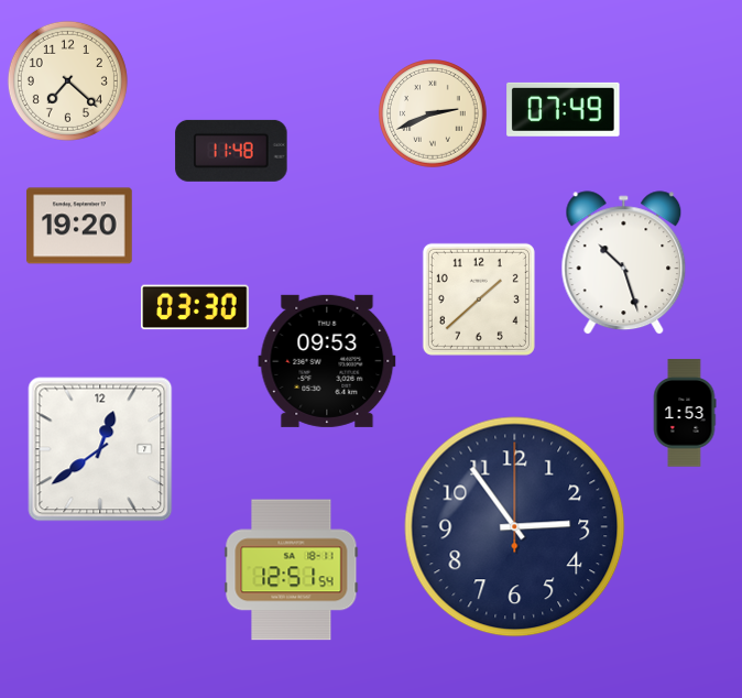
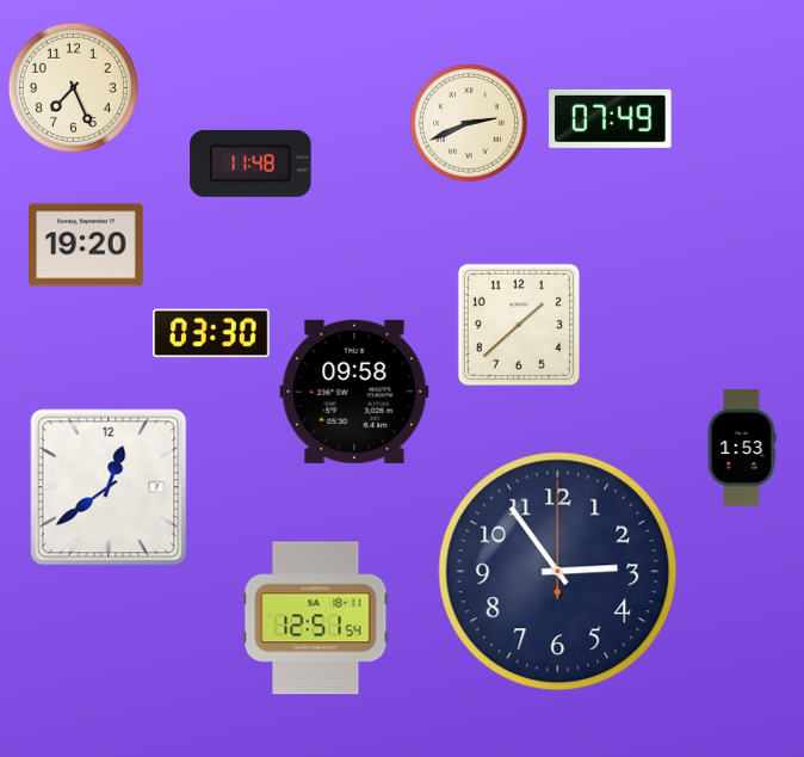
clock at (67, 80): 7:22 -> 7:26
clock at (624, 263): 10:27 -> none
clock at (327, 361): 09:53 -> 09:58
